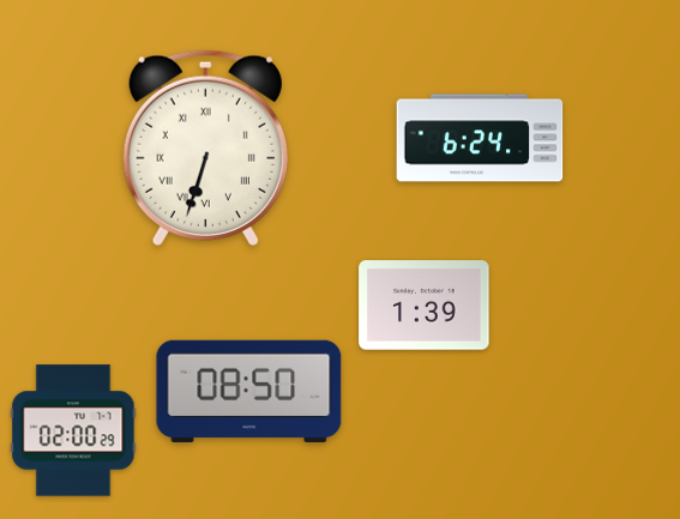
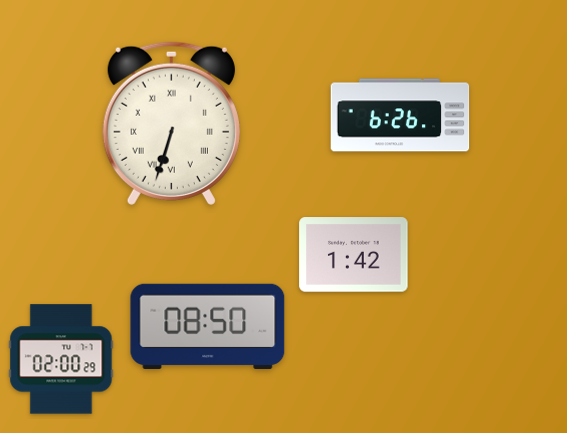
clock at (480, 138): 6:24 -> 6:26
clock at (425, 306): 1:39 -> 1:42
